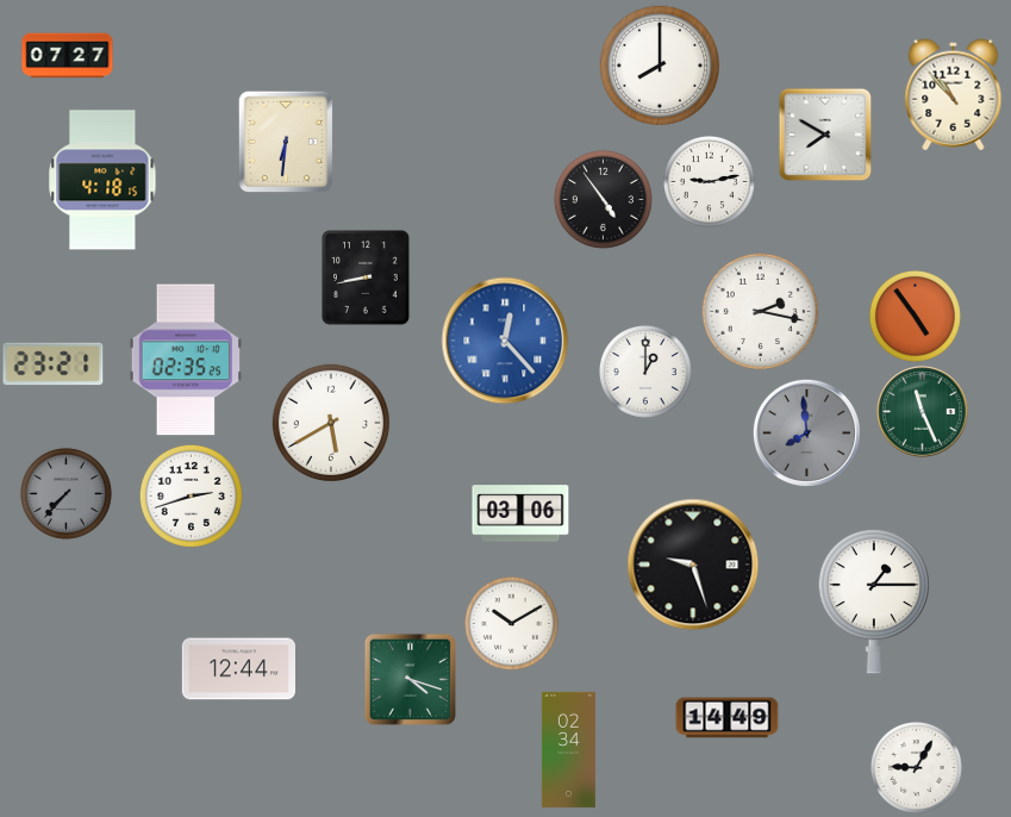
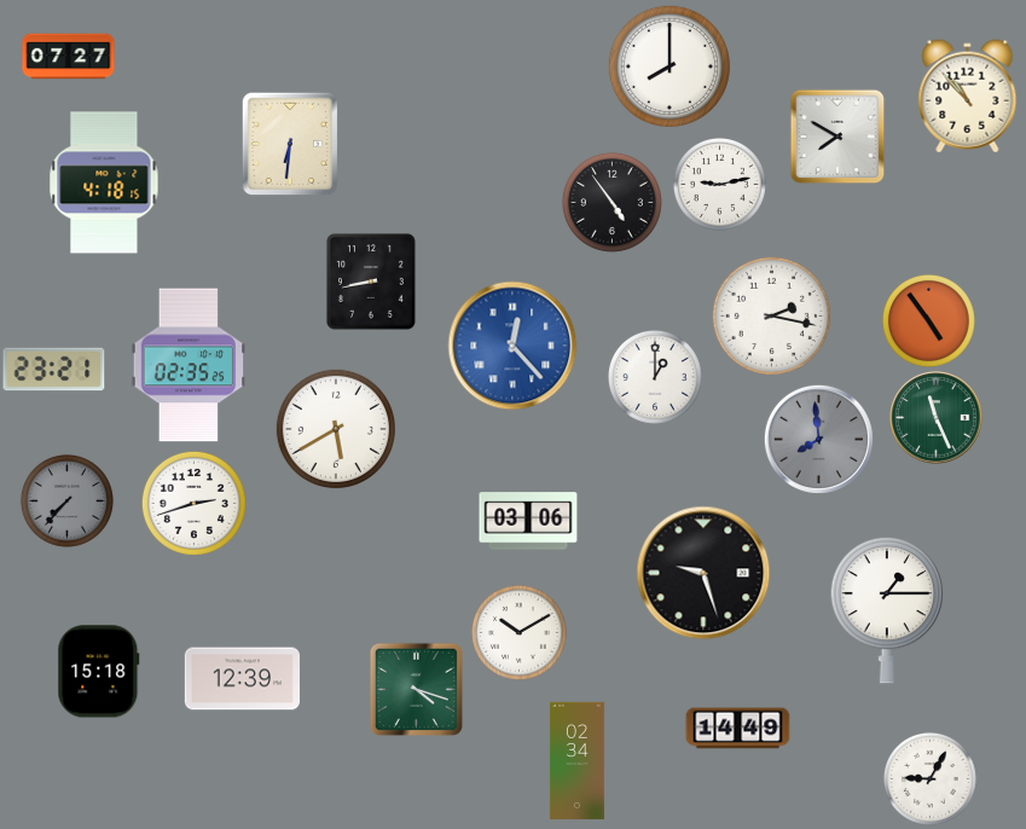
clock at (99, 672): none -> 15:18
clock at (238, 669): 12:44 -> 12:39
